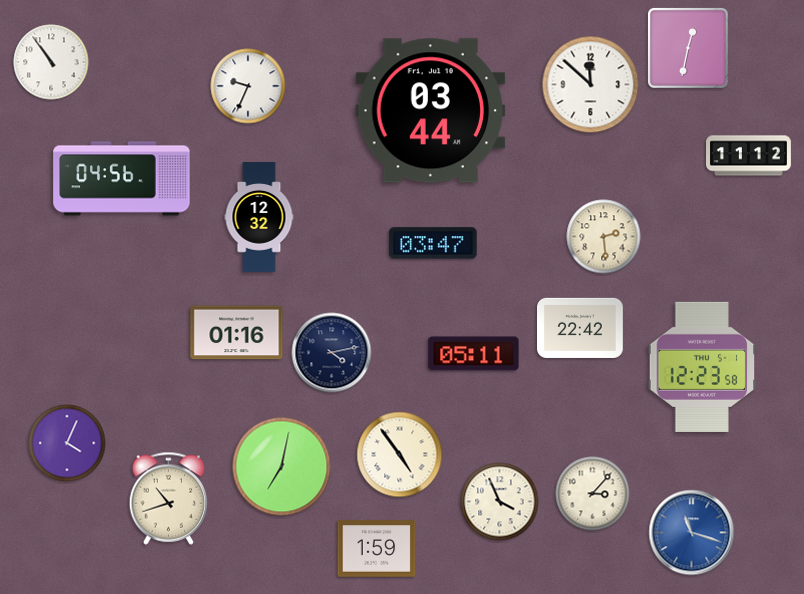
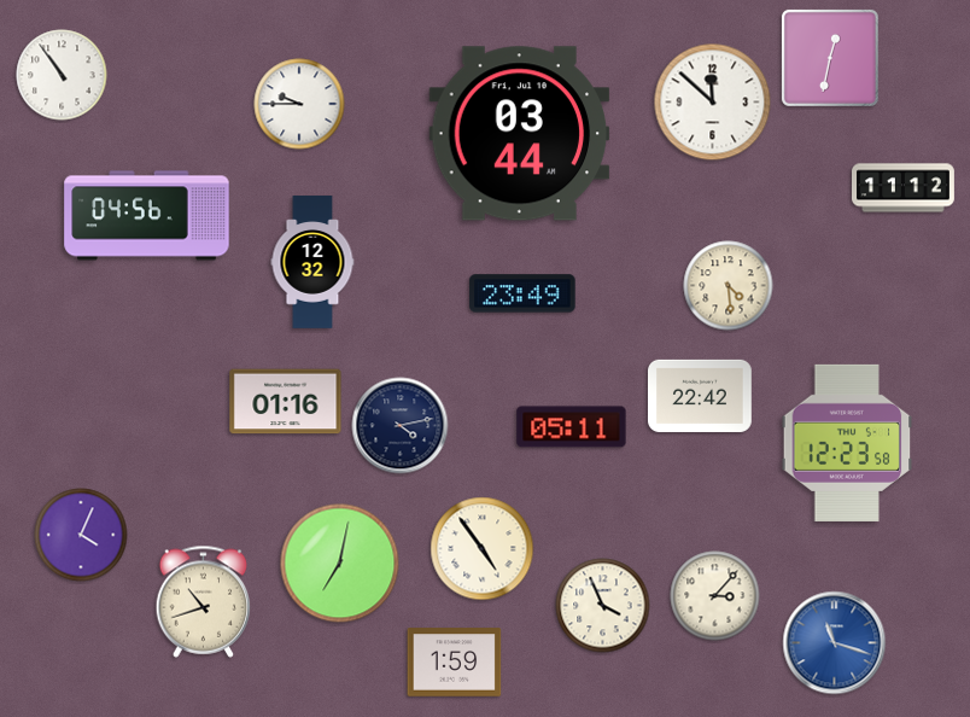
clock at (248, 86): 9:34 -> 9:45
clock at (604, 237): 2:29 -> 4:29
clock at (433, 243): 03:47 -> 23:49
